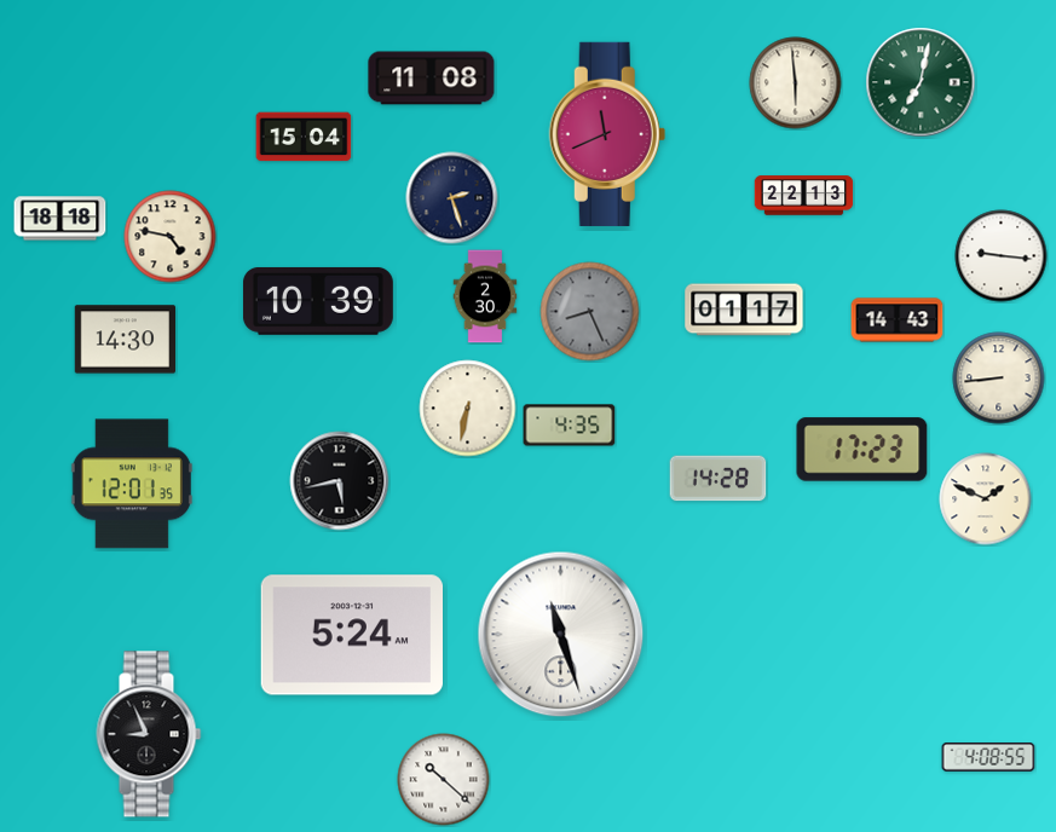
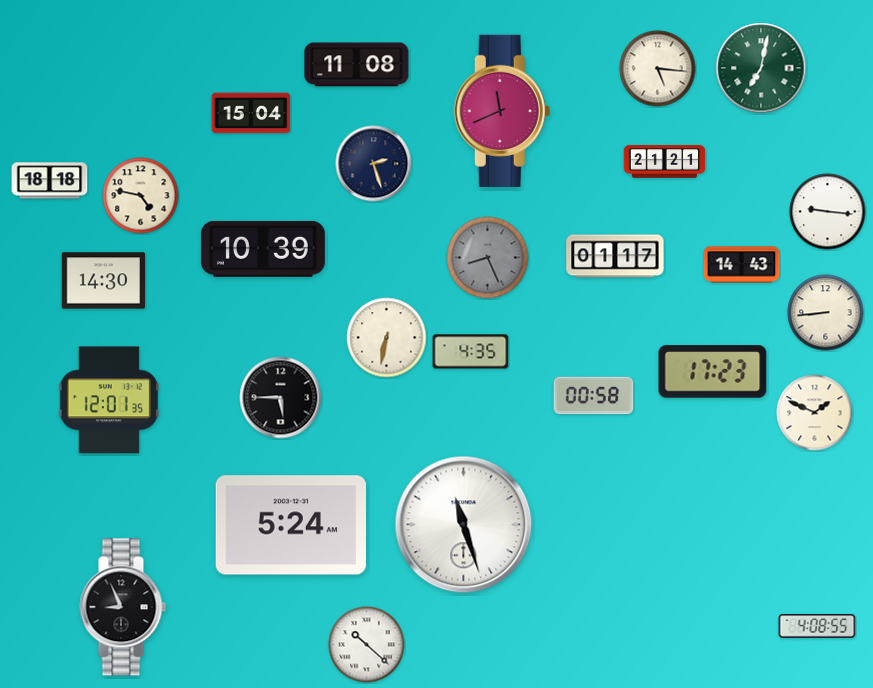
clock at (796, 83): 5:59 -> 5:16
clock at (804, 196): 22:13 -> 21:21
clock at (485, 296): 2:30 -> none
clock at (719, 479): 14:28 -> 00:58
clock at (340, 481): 5:43 -> 5:45
